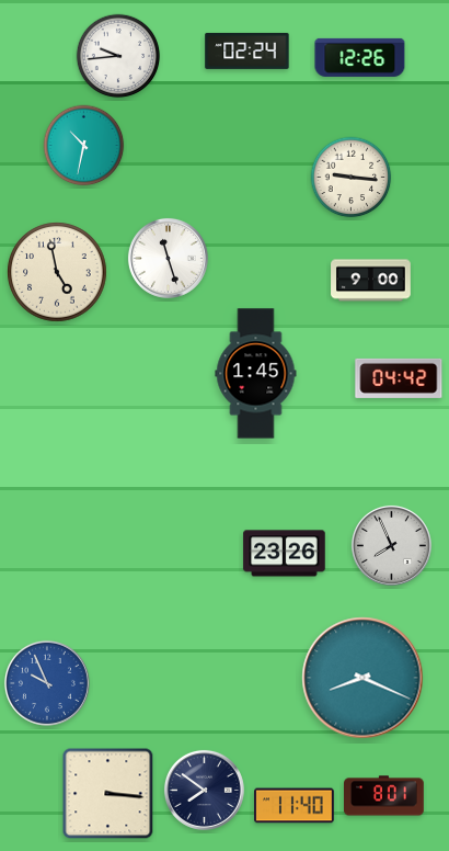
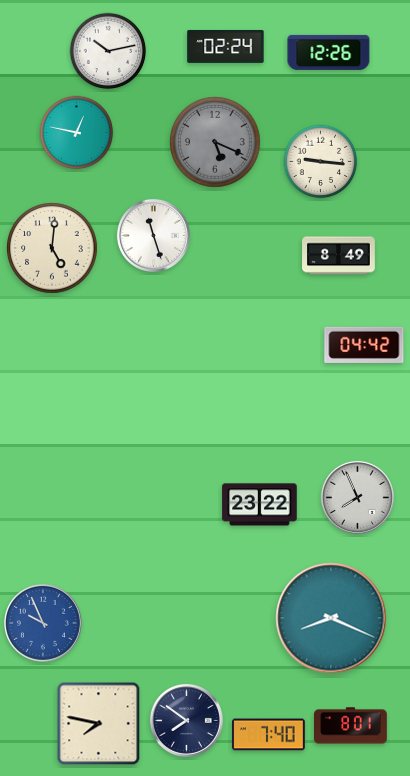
clock at (118, 56): 9:44 -> 10:13
clock at (84, 146): 10:32 -> 12:47
clock at (215, 142): none -> 5:19
clock at (57, 272): 4:58 -> 5:01
clock at (371, 281): 9:00 -> 8:49
clock at (256, 374): 1:45 -> none
clock at (285, 554): 23:26 -> 23:22
clock at (108, 794): 3:16 -> 7:47
clock at (295, 806): 11:40 -> 7:40
